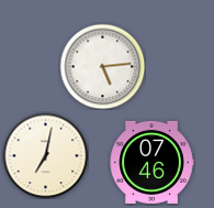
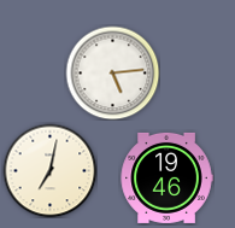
clock at (151, 162): 07:46 -> 19:46
